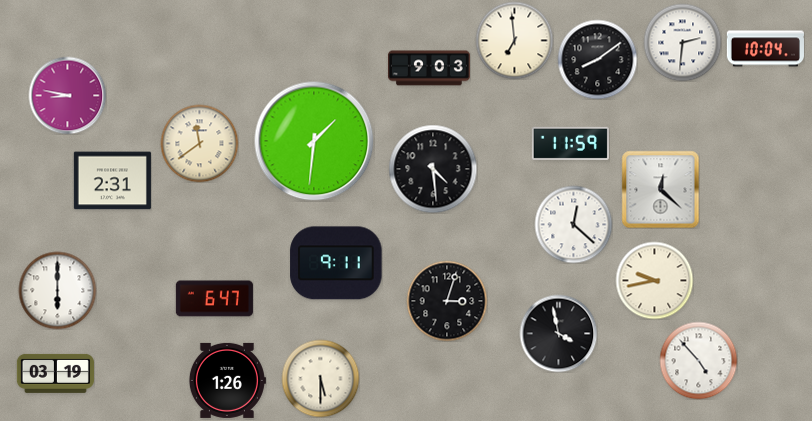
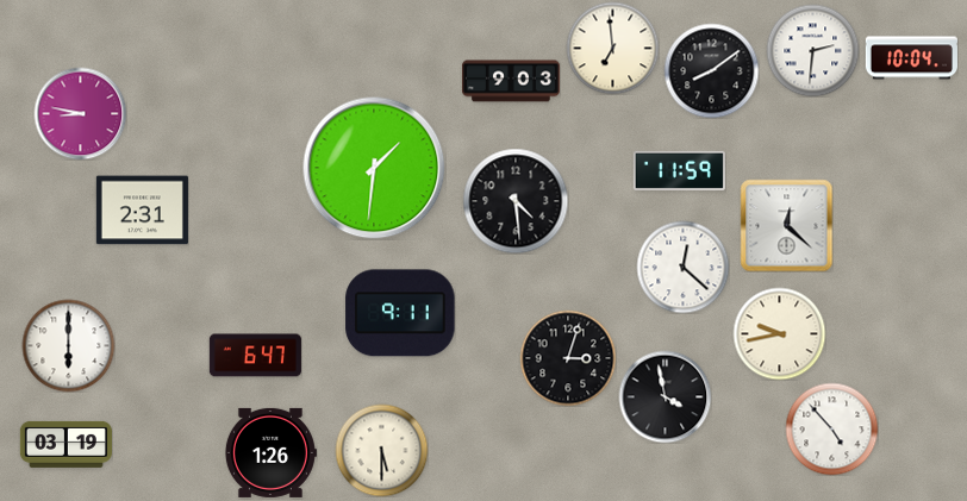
clock at (199, 143): 11:39 -> none
clock at (112, 181) position: (112, 181) -> (142, 211)
clock at (447, 301) position: (447, 301) -> (568, 358)
